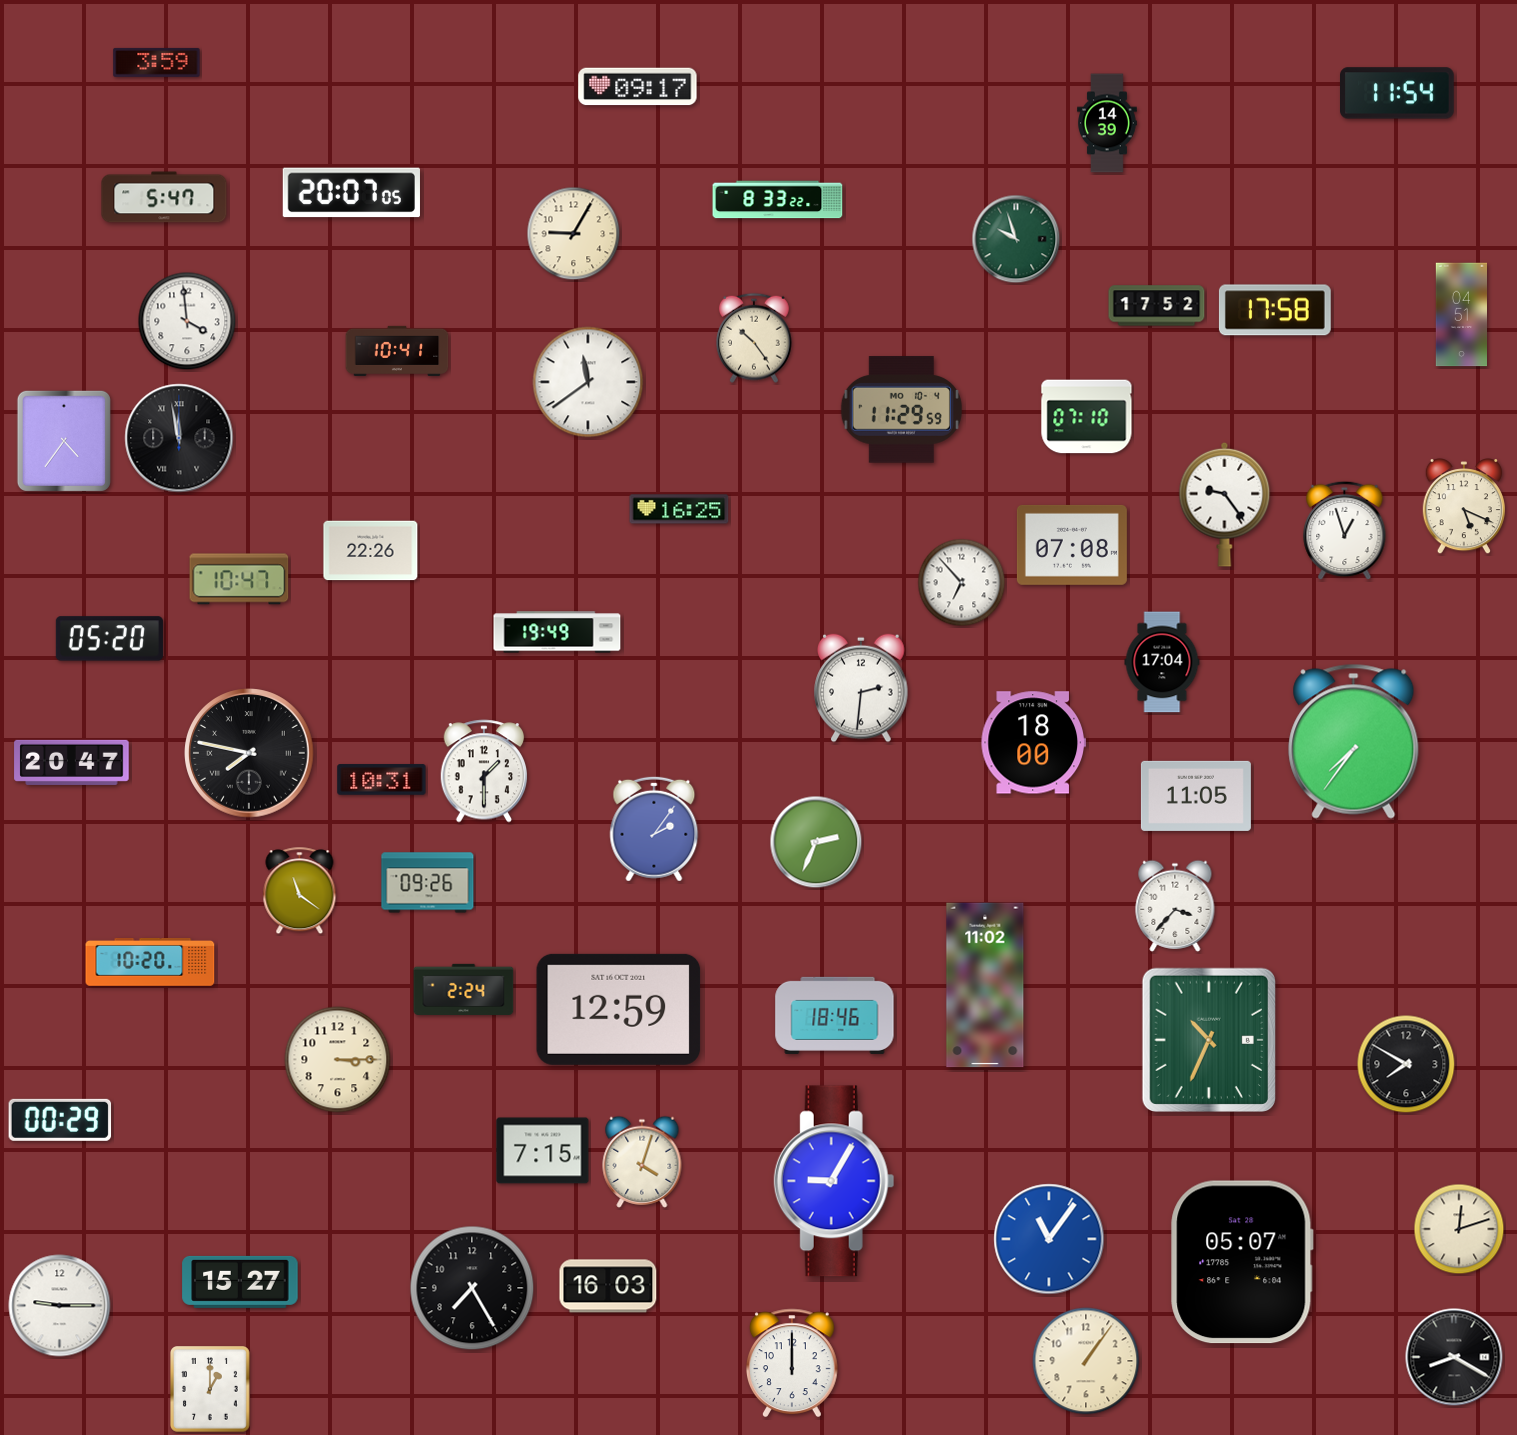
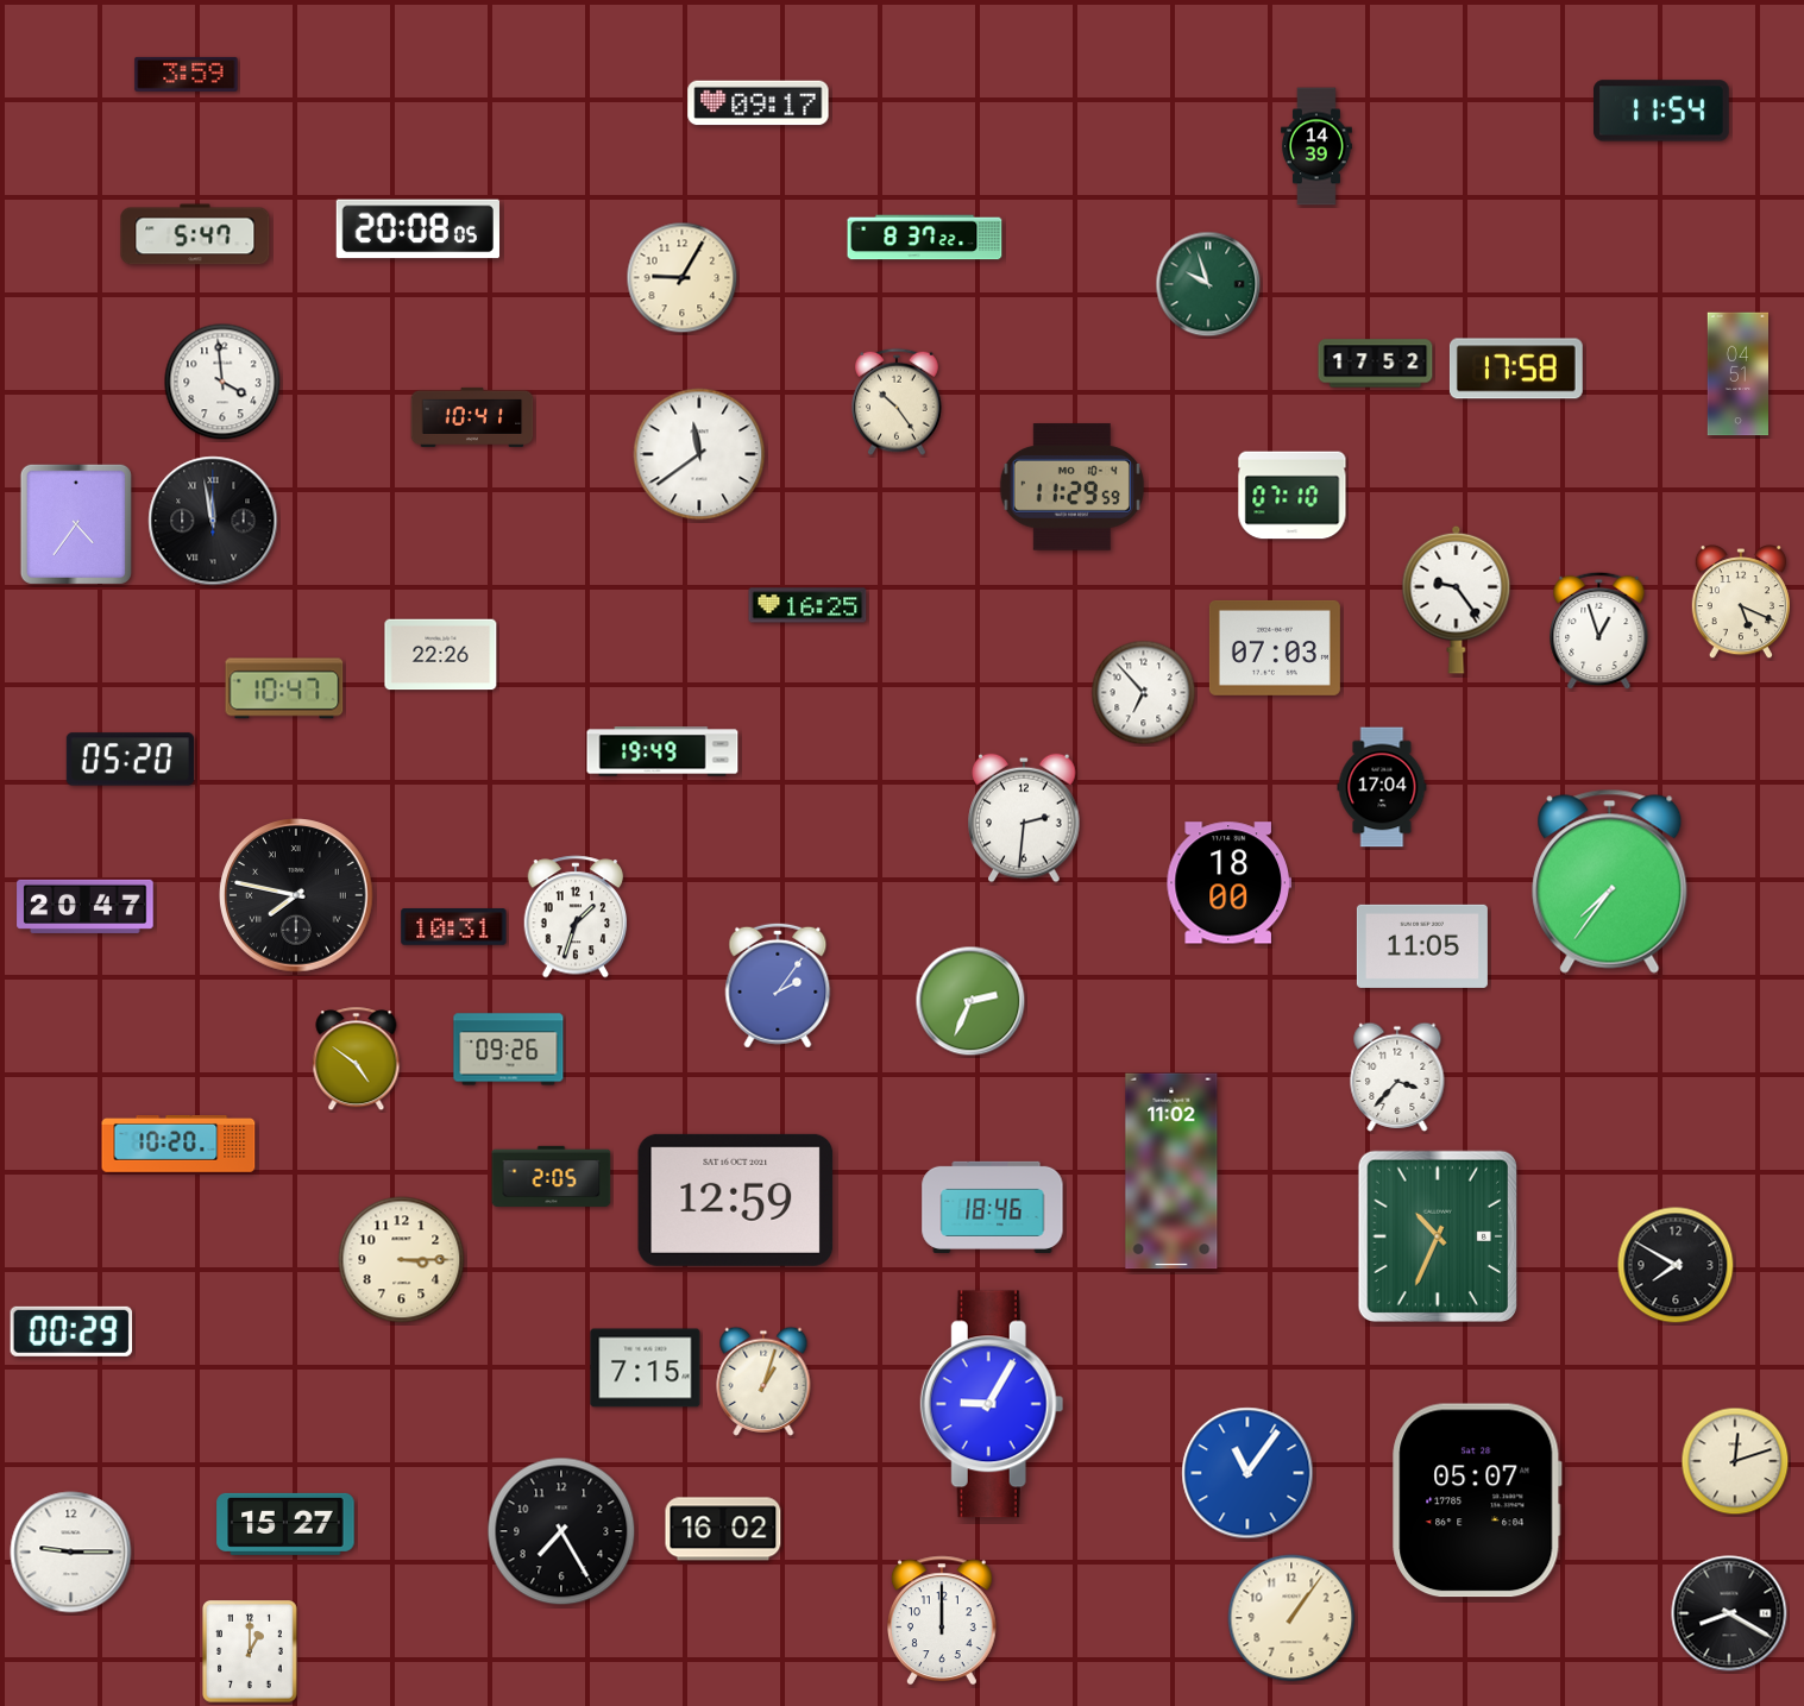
clock at (351, 193): 20:07 -> 20:08
clock at (778, 200): 8:33 -> 8:37
clock at (1072, 545): 07:08 -> 07:03
clock at (484, 771): 1:30 -> 1:33
clock at (300, 891): 11:21 -> 4:51
clock at (464, 989): 2:24 -> 2:05
clock at (1406, 1064) position: (1406, 1064) -> (1676, 1265)
clock at (642, 1162): 4:03 -> 1:03
clock at (608, 1286): 16:03 -> 16:02
